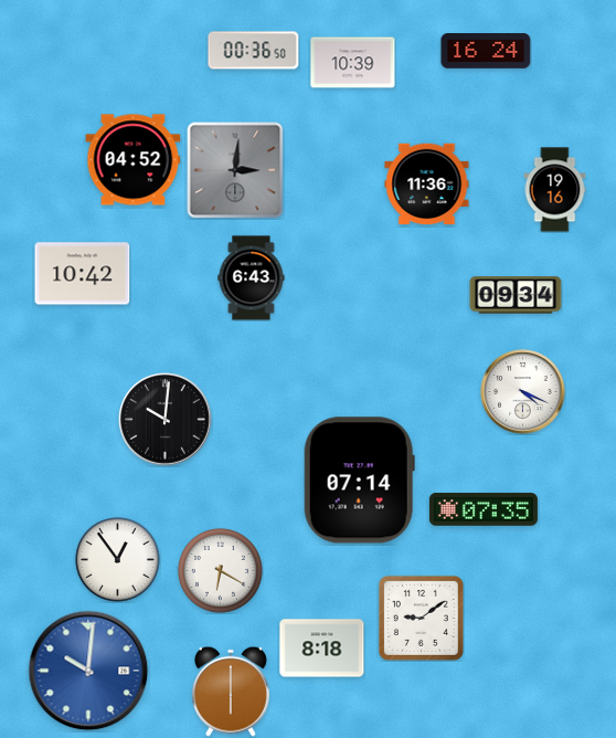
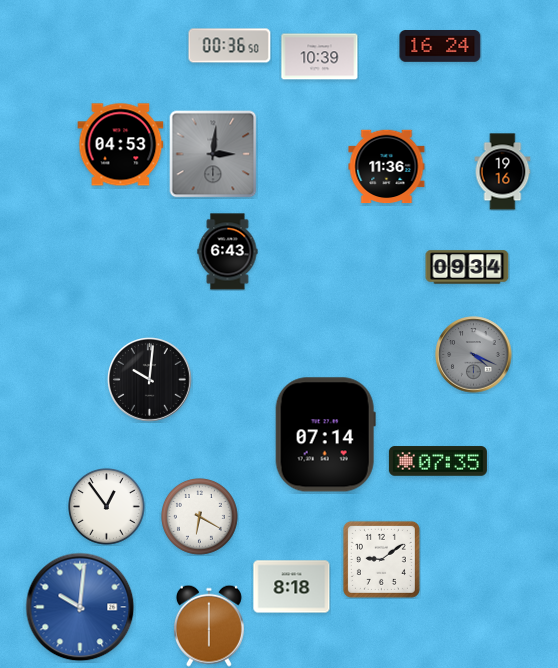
clock at (134, 160): 04:52 -> 04:53
clock at (83, 274): 10:42 -> none
clock at (523, 392) dial: white -> grey
